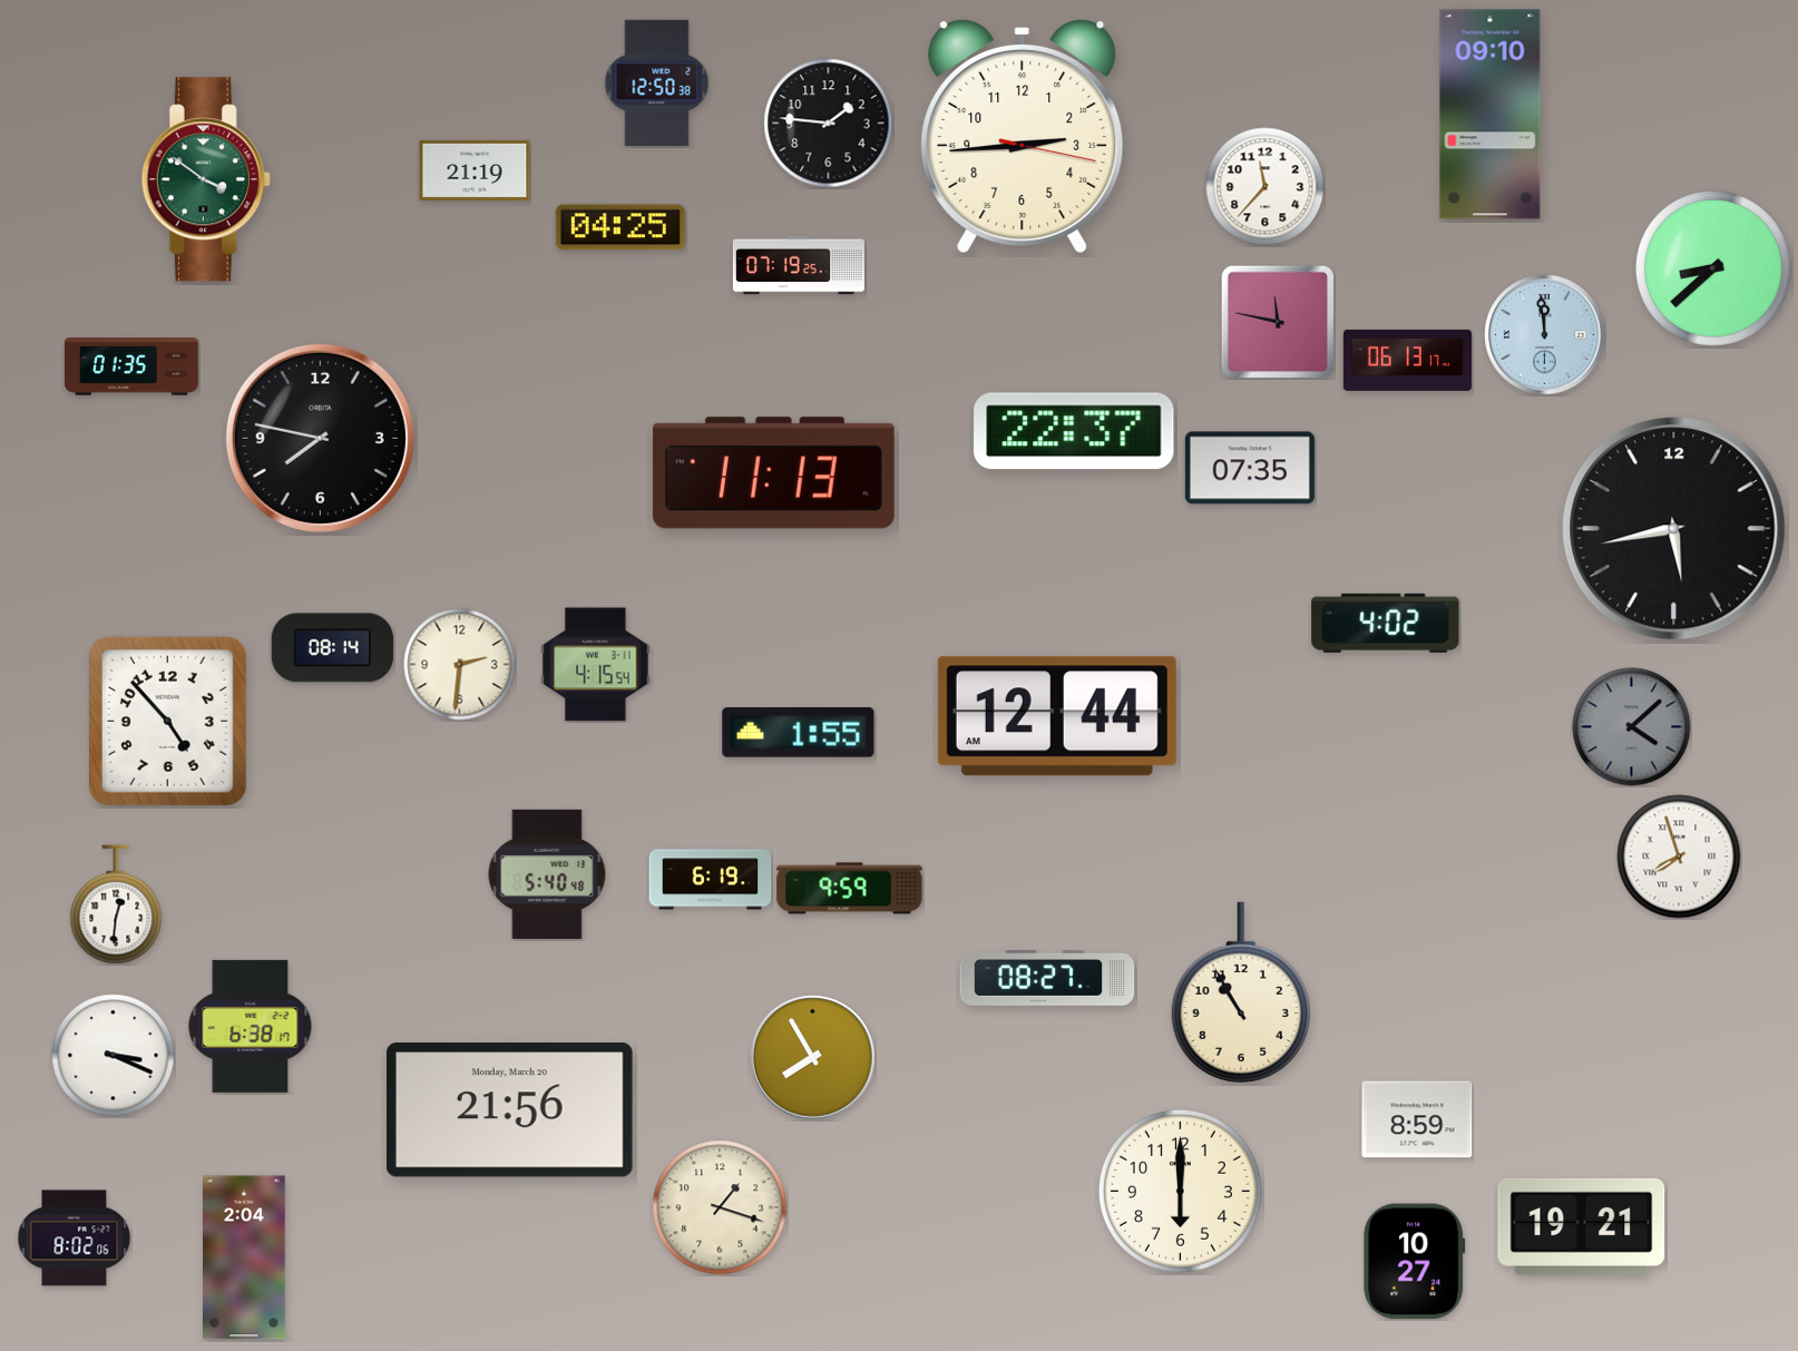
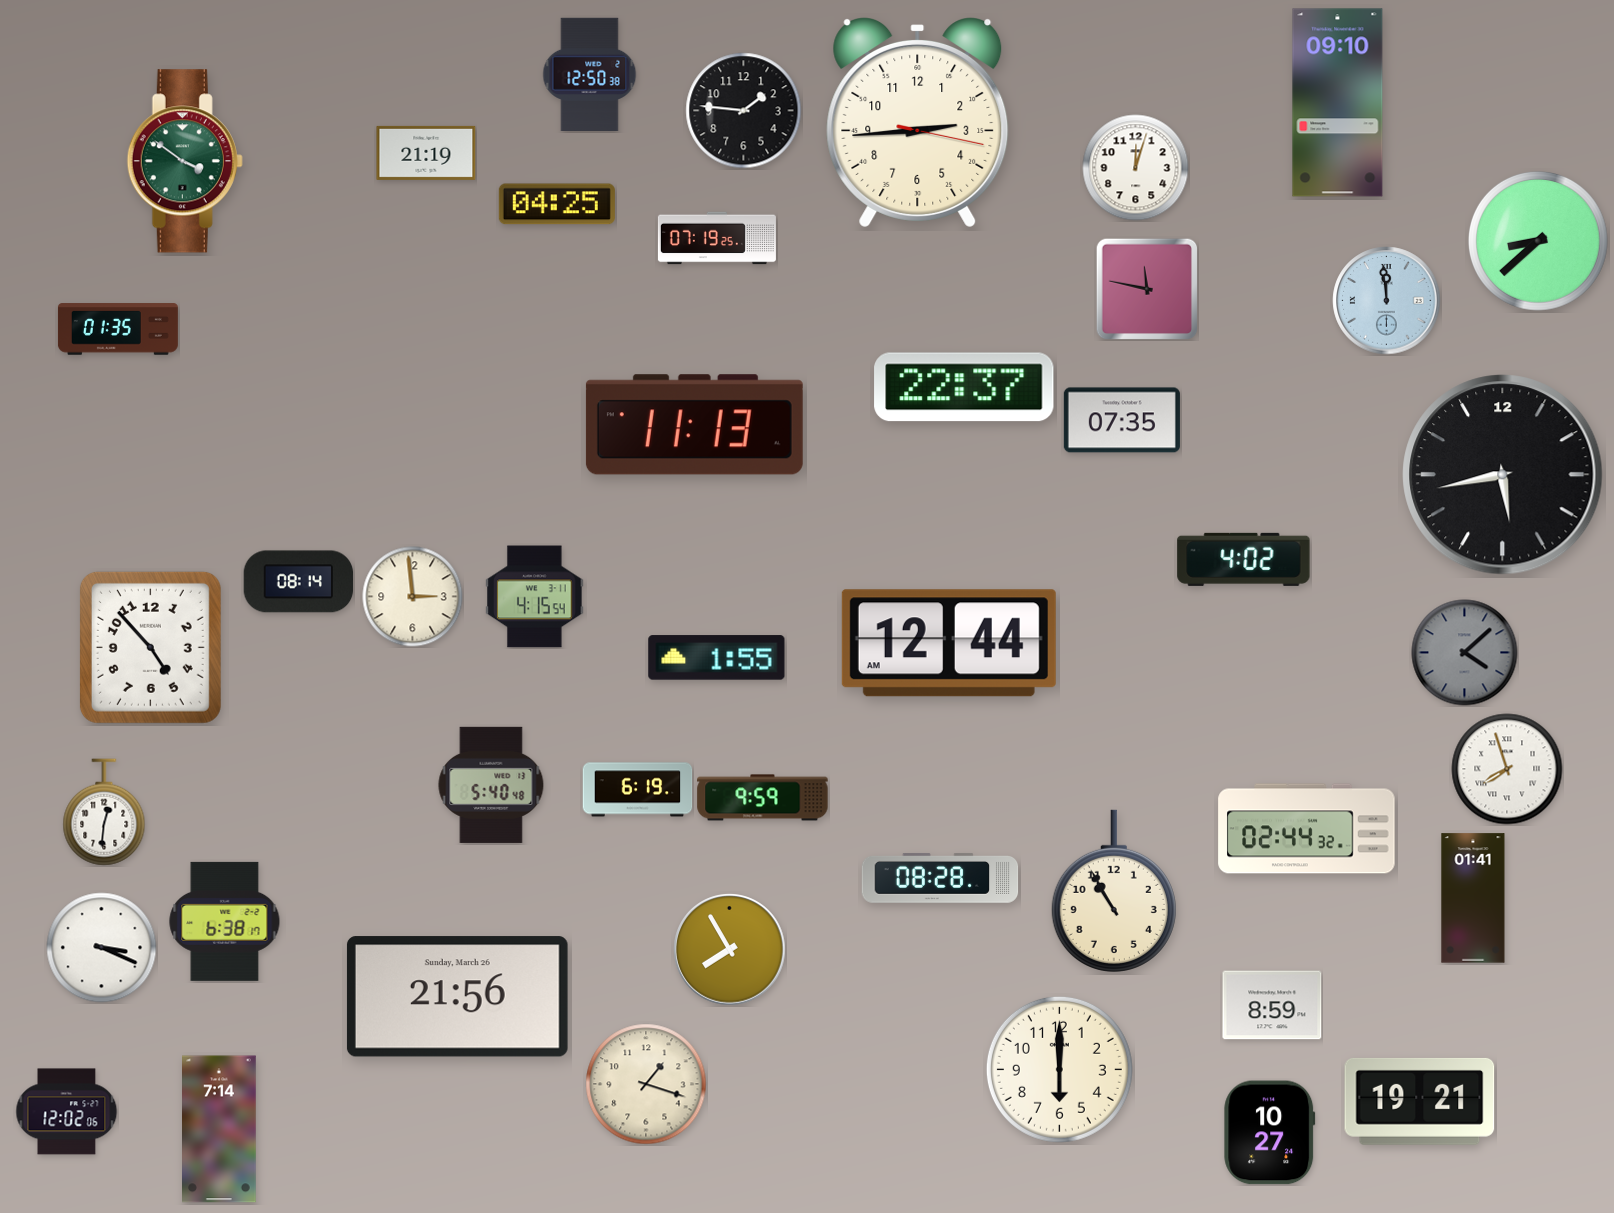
clock at (1266, 187): 11:37 -> 12:03
clock at (1407, 360): 06:13 -> none
clock at (320, 438): 7:47 -> none
clock at (460, 665): 2:31 -> 2:59
clock at (1307, 829): none -> 02:44
clock at (1047, 979): 08:27 -> 08:28
clock at (1473, 898): none -> 01:41
clock at (509, 1110) date: Monday, March 20 -> Sunday, March 26
clock at (75, 1239): 8:02 -> 12:02
clock at (245, 1257): 2:04 -> 7:14
